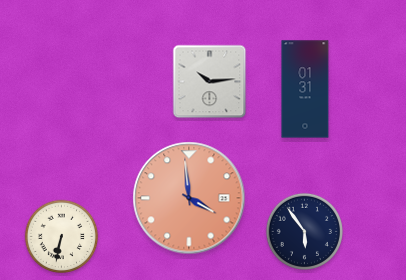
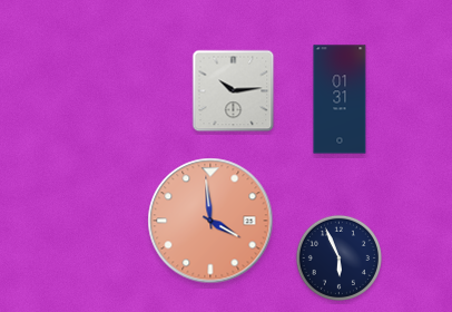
clock at (304, 231): 5:54 -> 5:56
clock at (62, 237): 6:32 -> none
